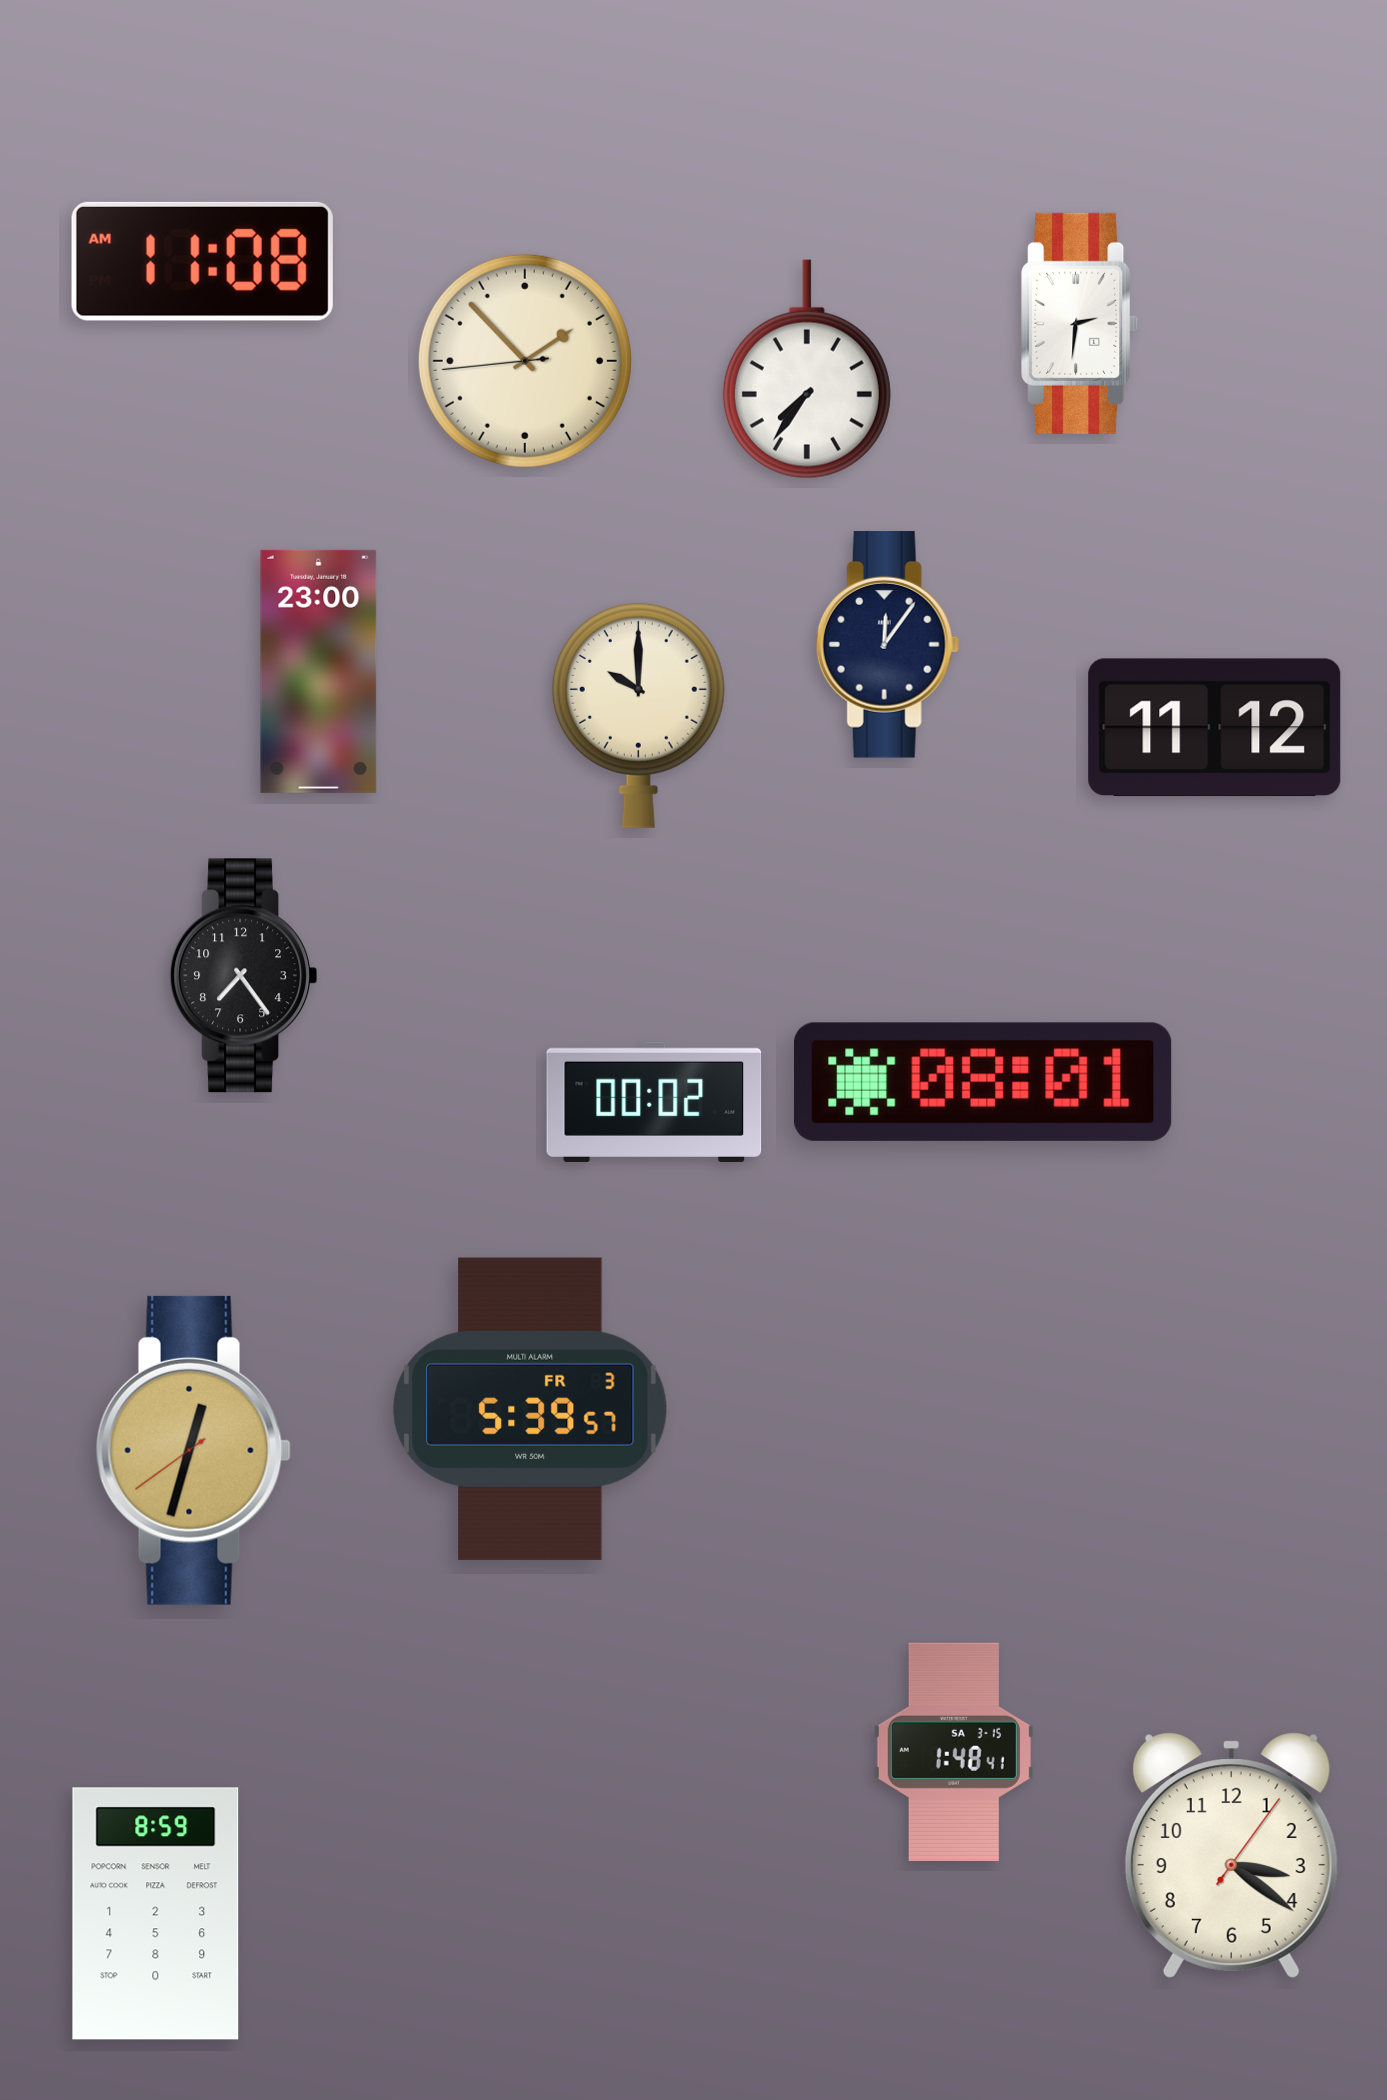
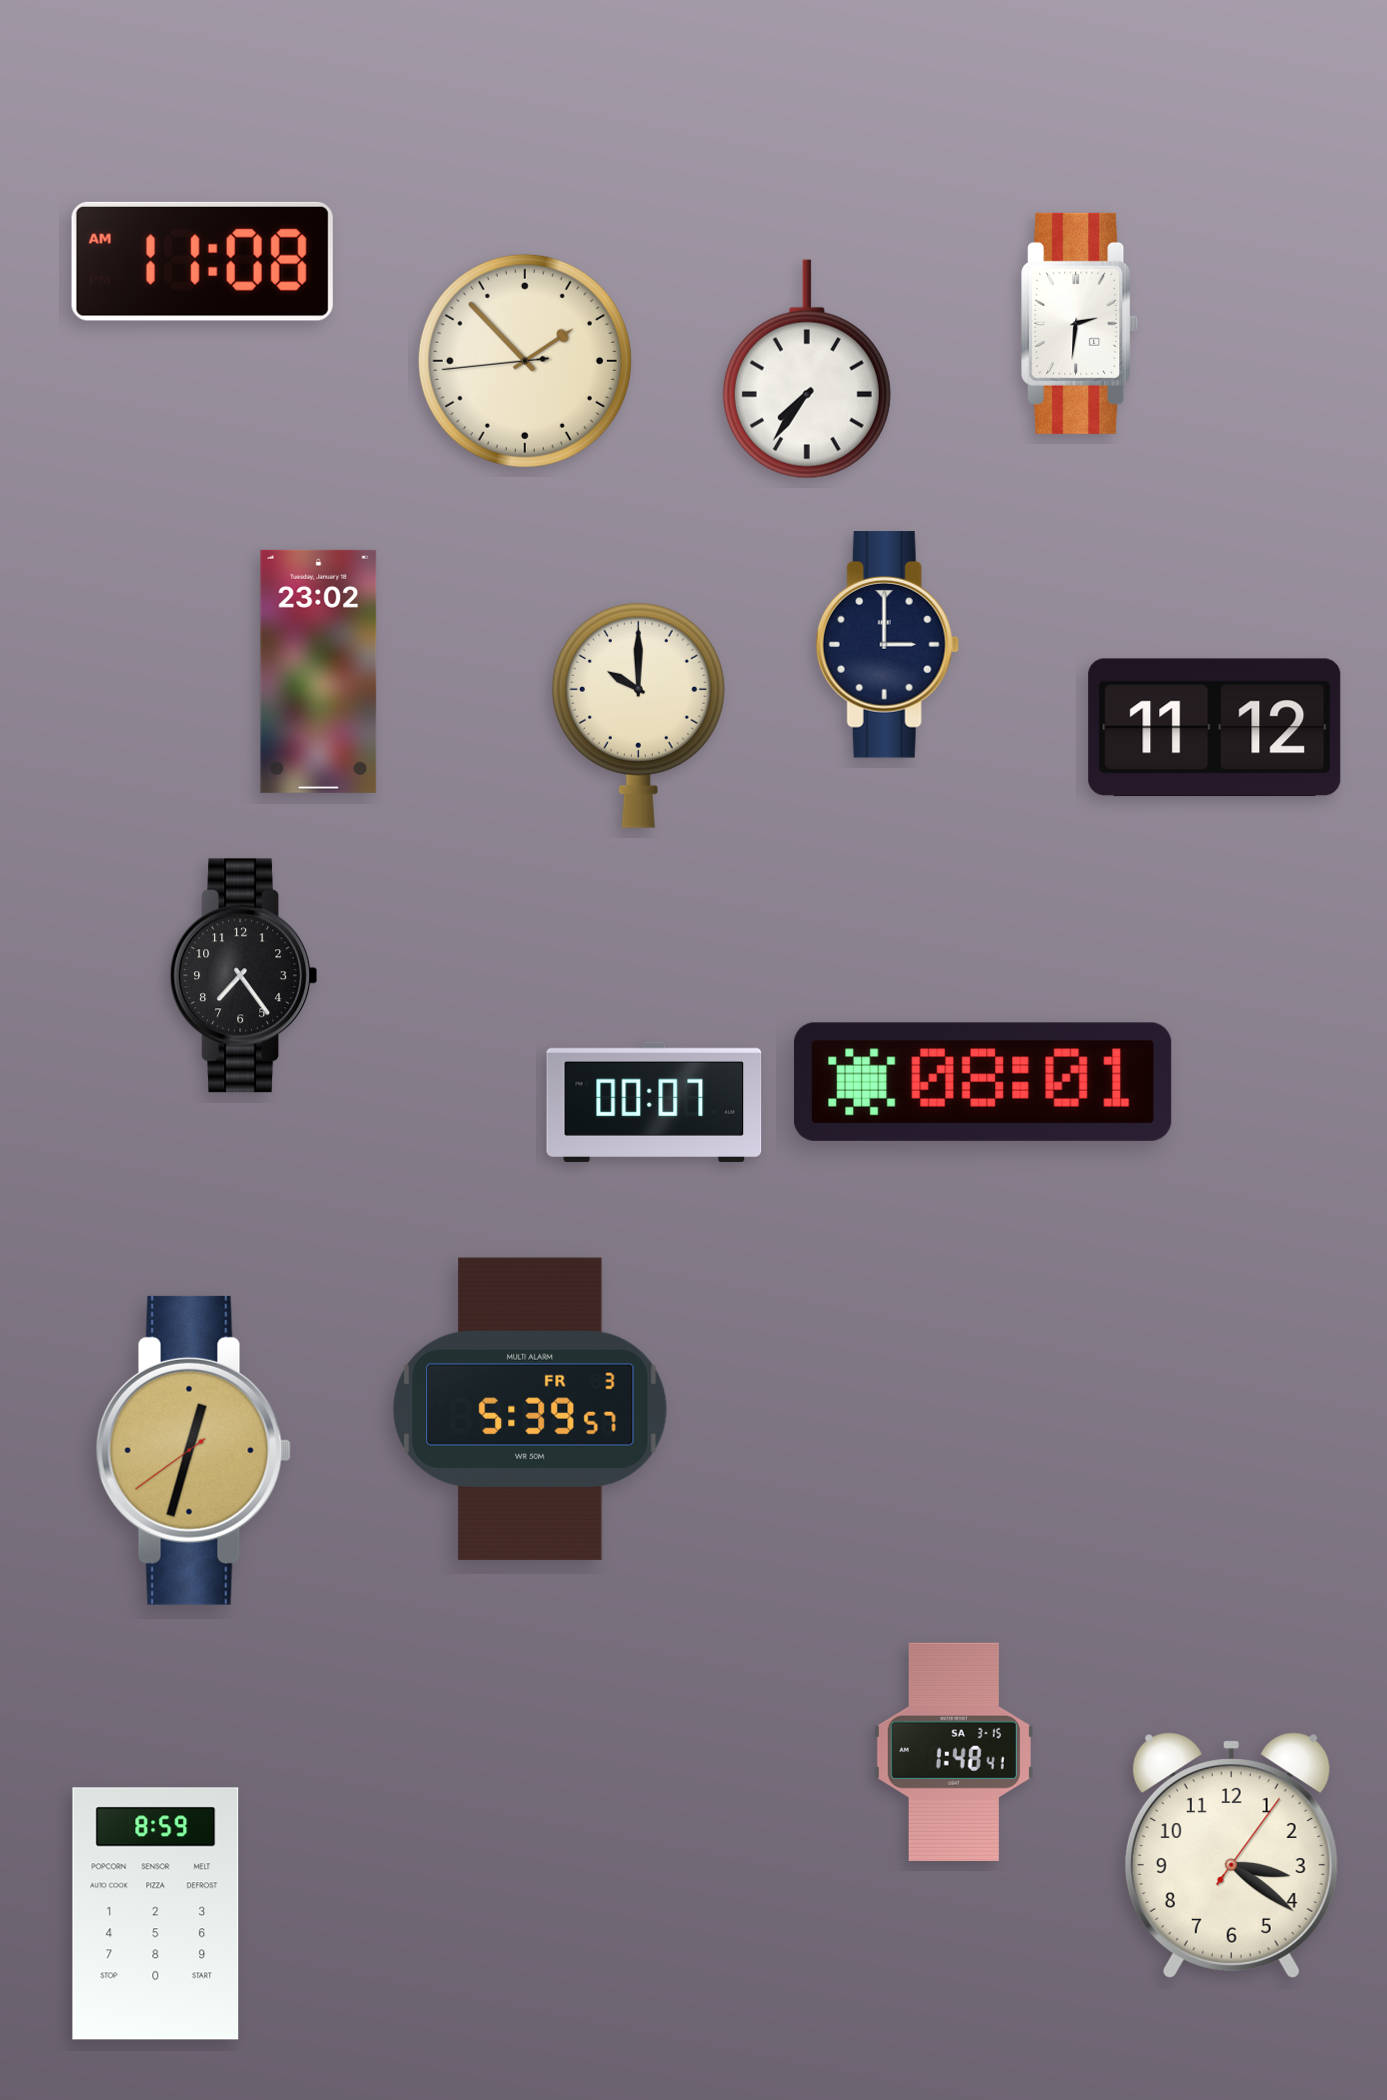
clock at (887, 645): 12:06 -> 3:00
clock at (319, 671): 23:00 -> 23:02
clock at (654, 1102): 00:02 -> 00:07
